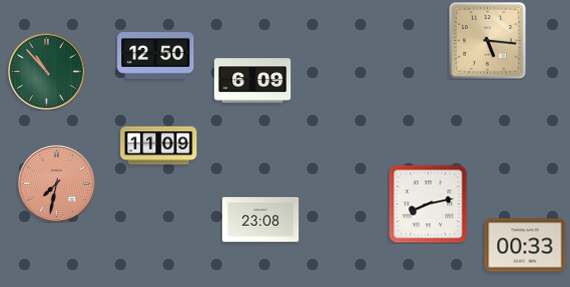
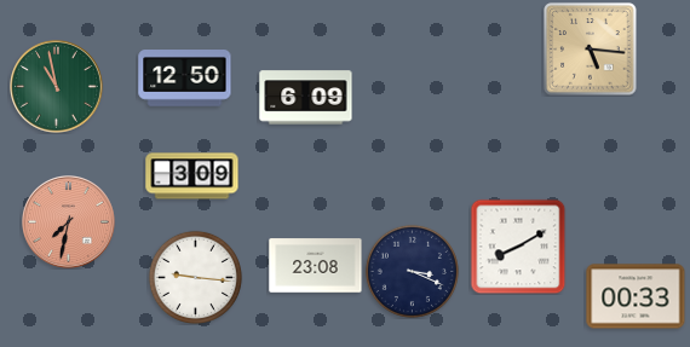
clock at (156, 56) position: (156, 56) -> (185, 79)
clock at (47, 72): 10:53 -> 10:58
clock at (159, 146): 11:09 -> 3:09
clock at (428, 204): 8:13 -> 8:10
clock at (412, 271): none -> 3:19
clock at (195, 277): none -> 9:16
